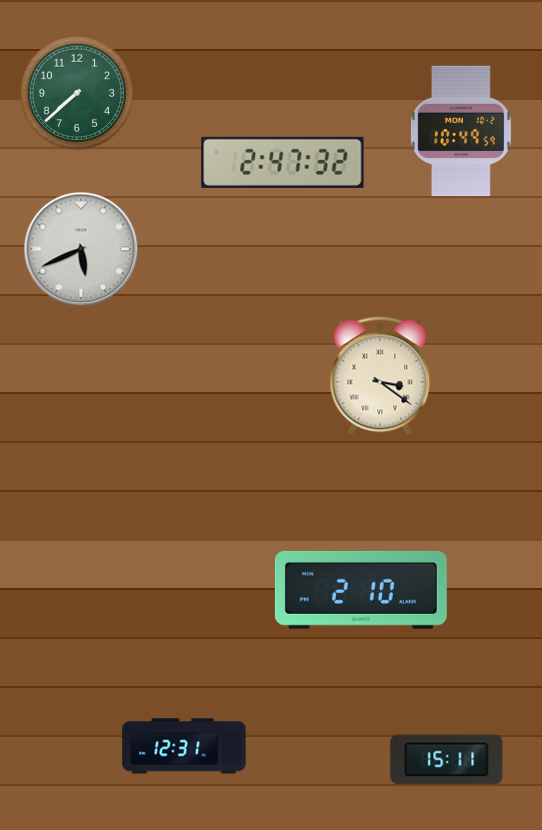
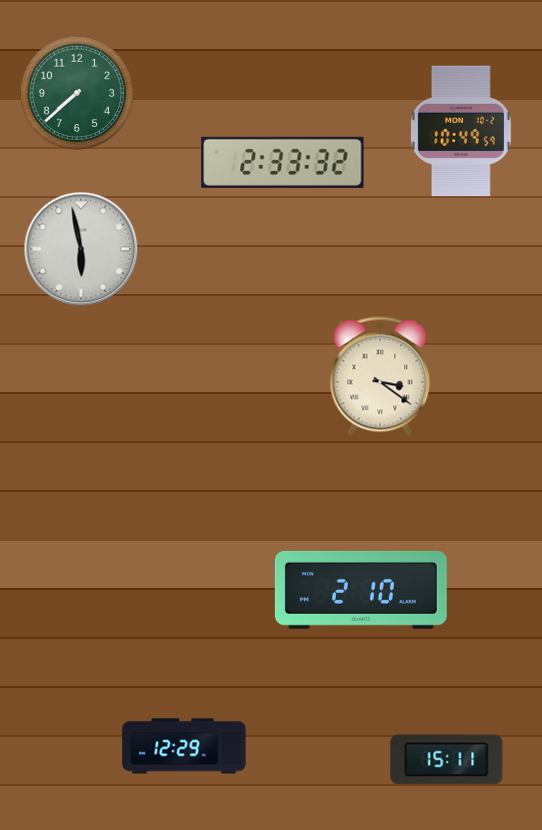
clock at (283, 162): 2:47 -> 2:33
clock at (81, 249): 5:41 -> 5:58
clock at (184, 746): 12:31 -> 12:29
